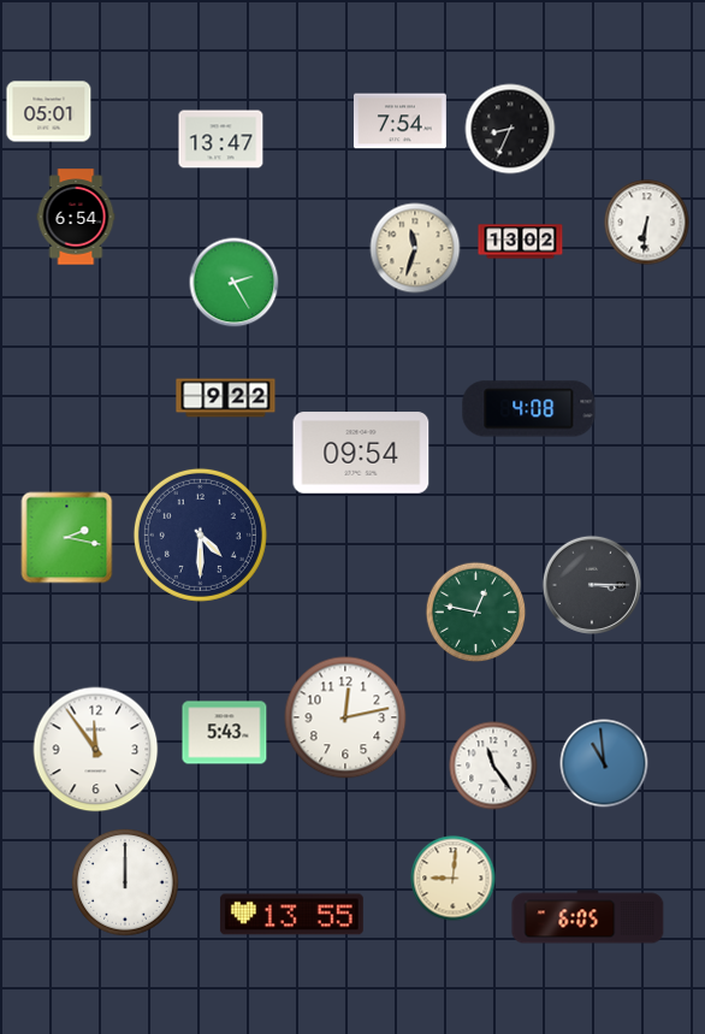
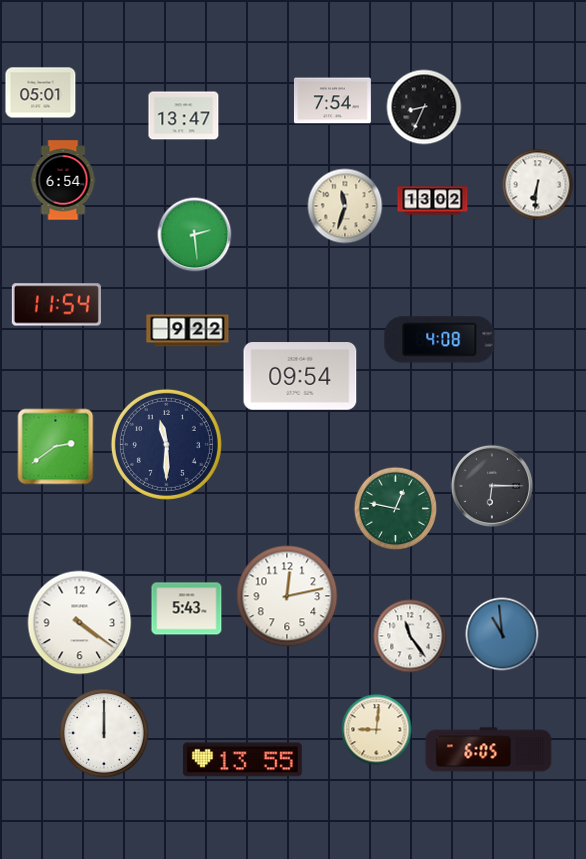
clock at (235, 283): 2:25 -> 2:29
clock at (56, 305): none -> 11:54
clock at (200, 534): 4:30 -> 11:30
clock at (67, 538): 2:17 -> 2:39
clock at (591, 584): 3:15 -> 6:15
clock at (96, 750): 11:54 -> 4:21
clock at (588, 917) position: (588, 917) -> (489, 750)
